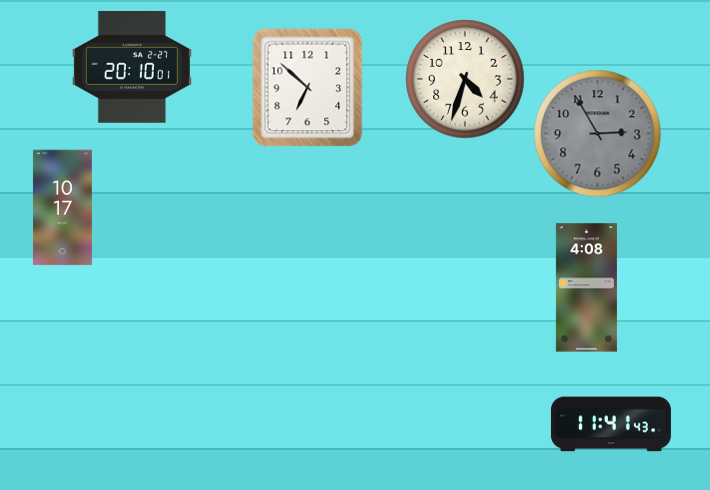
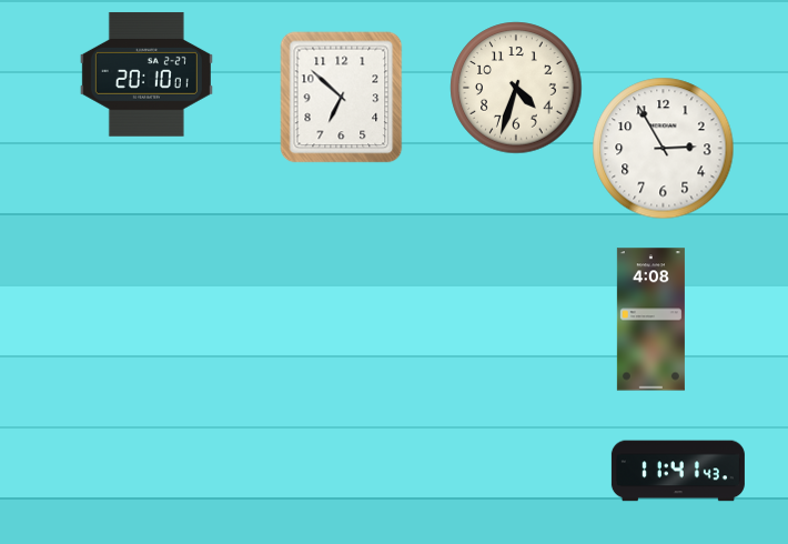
clock at (598, 134) dial: grey -> white
clock at (62, 208): 10:17 -> none
